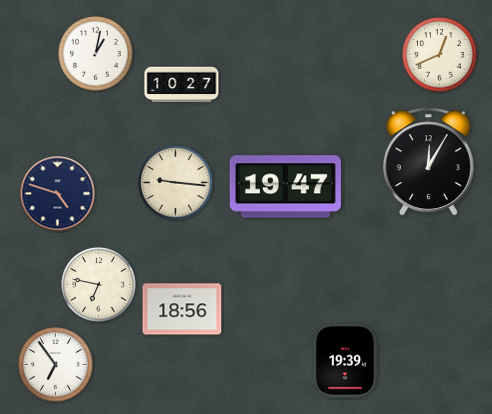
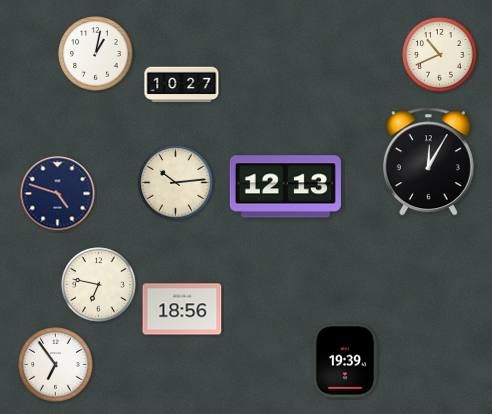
clock at (440, 55): 12:41 -> 10:41
clock at (176, 183): 9:16 -> 10:14
clock at (285, 187): 19:47 -> 12:13
